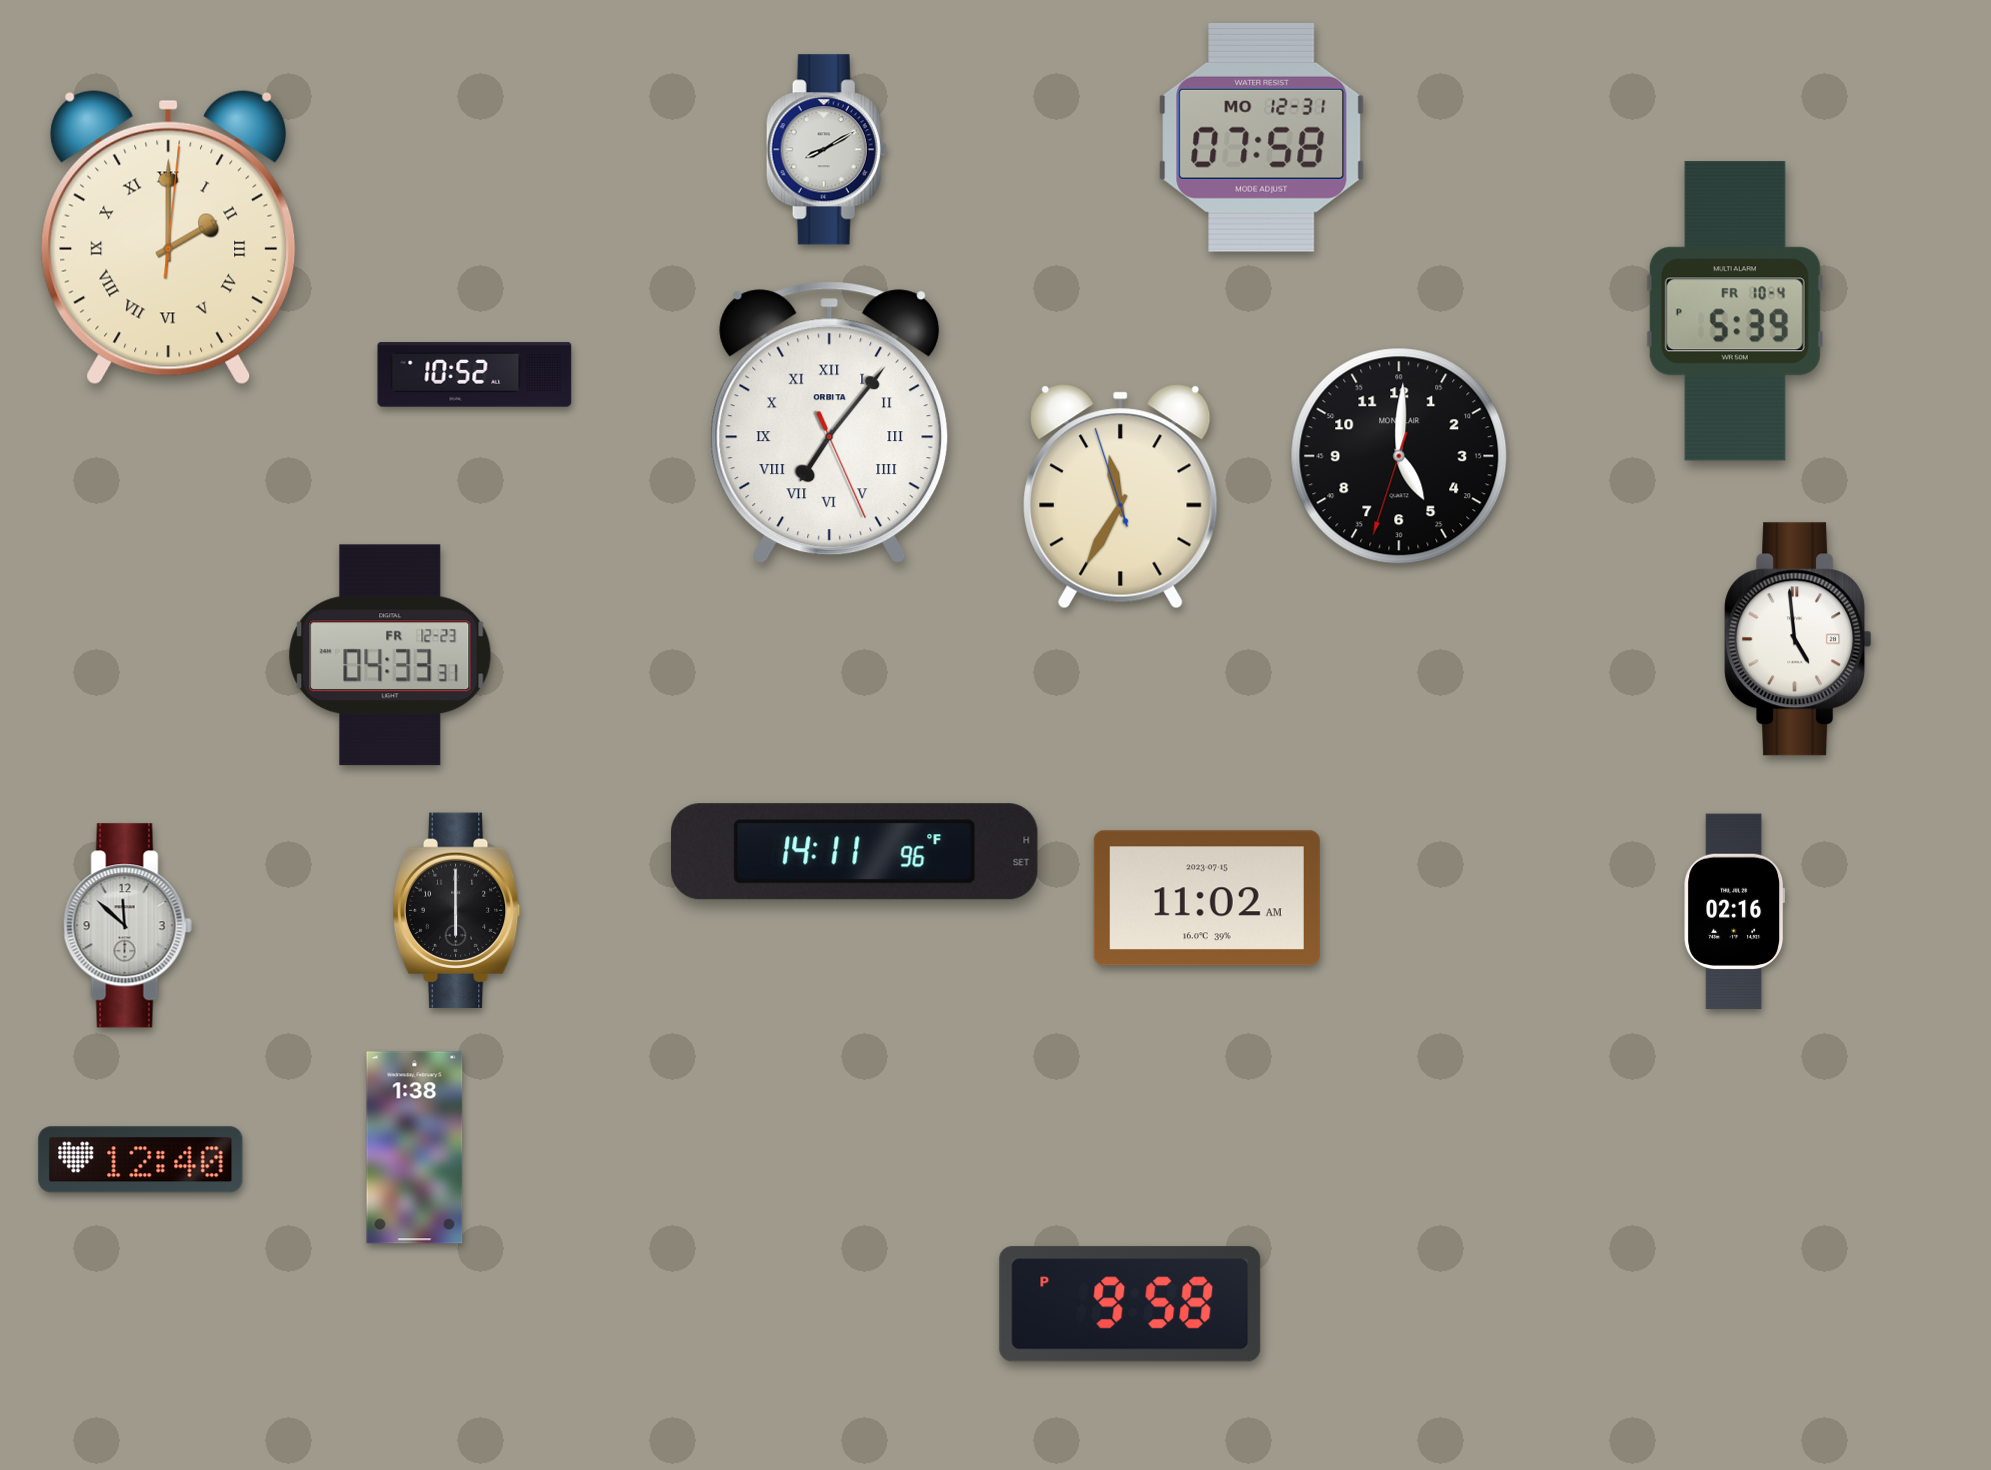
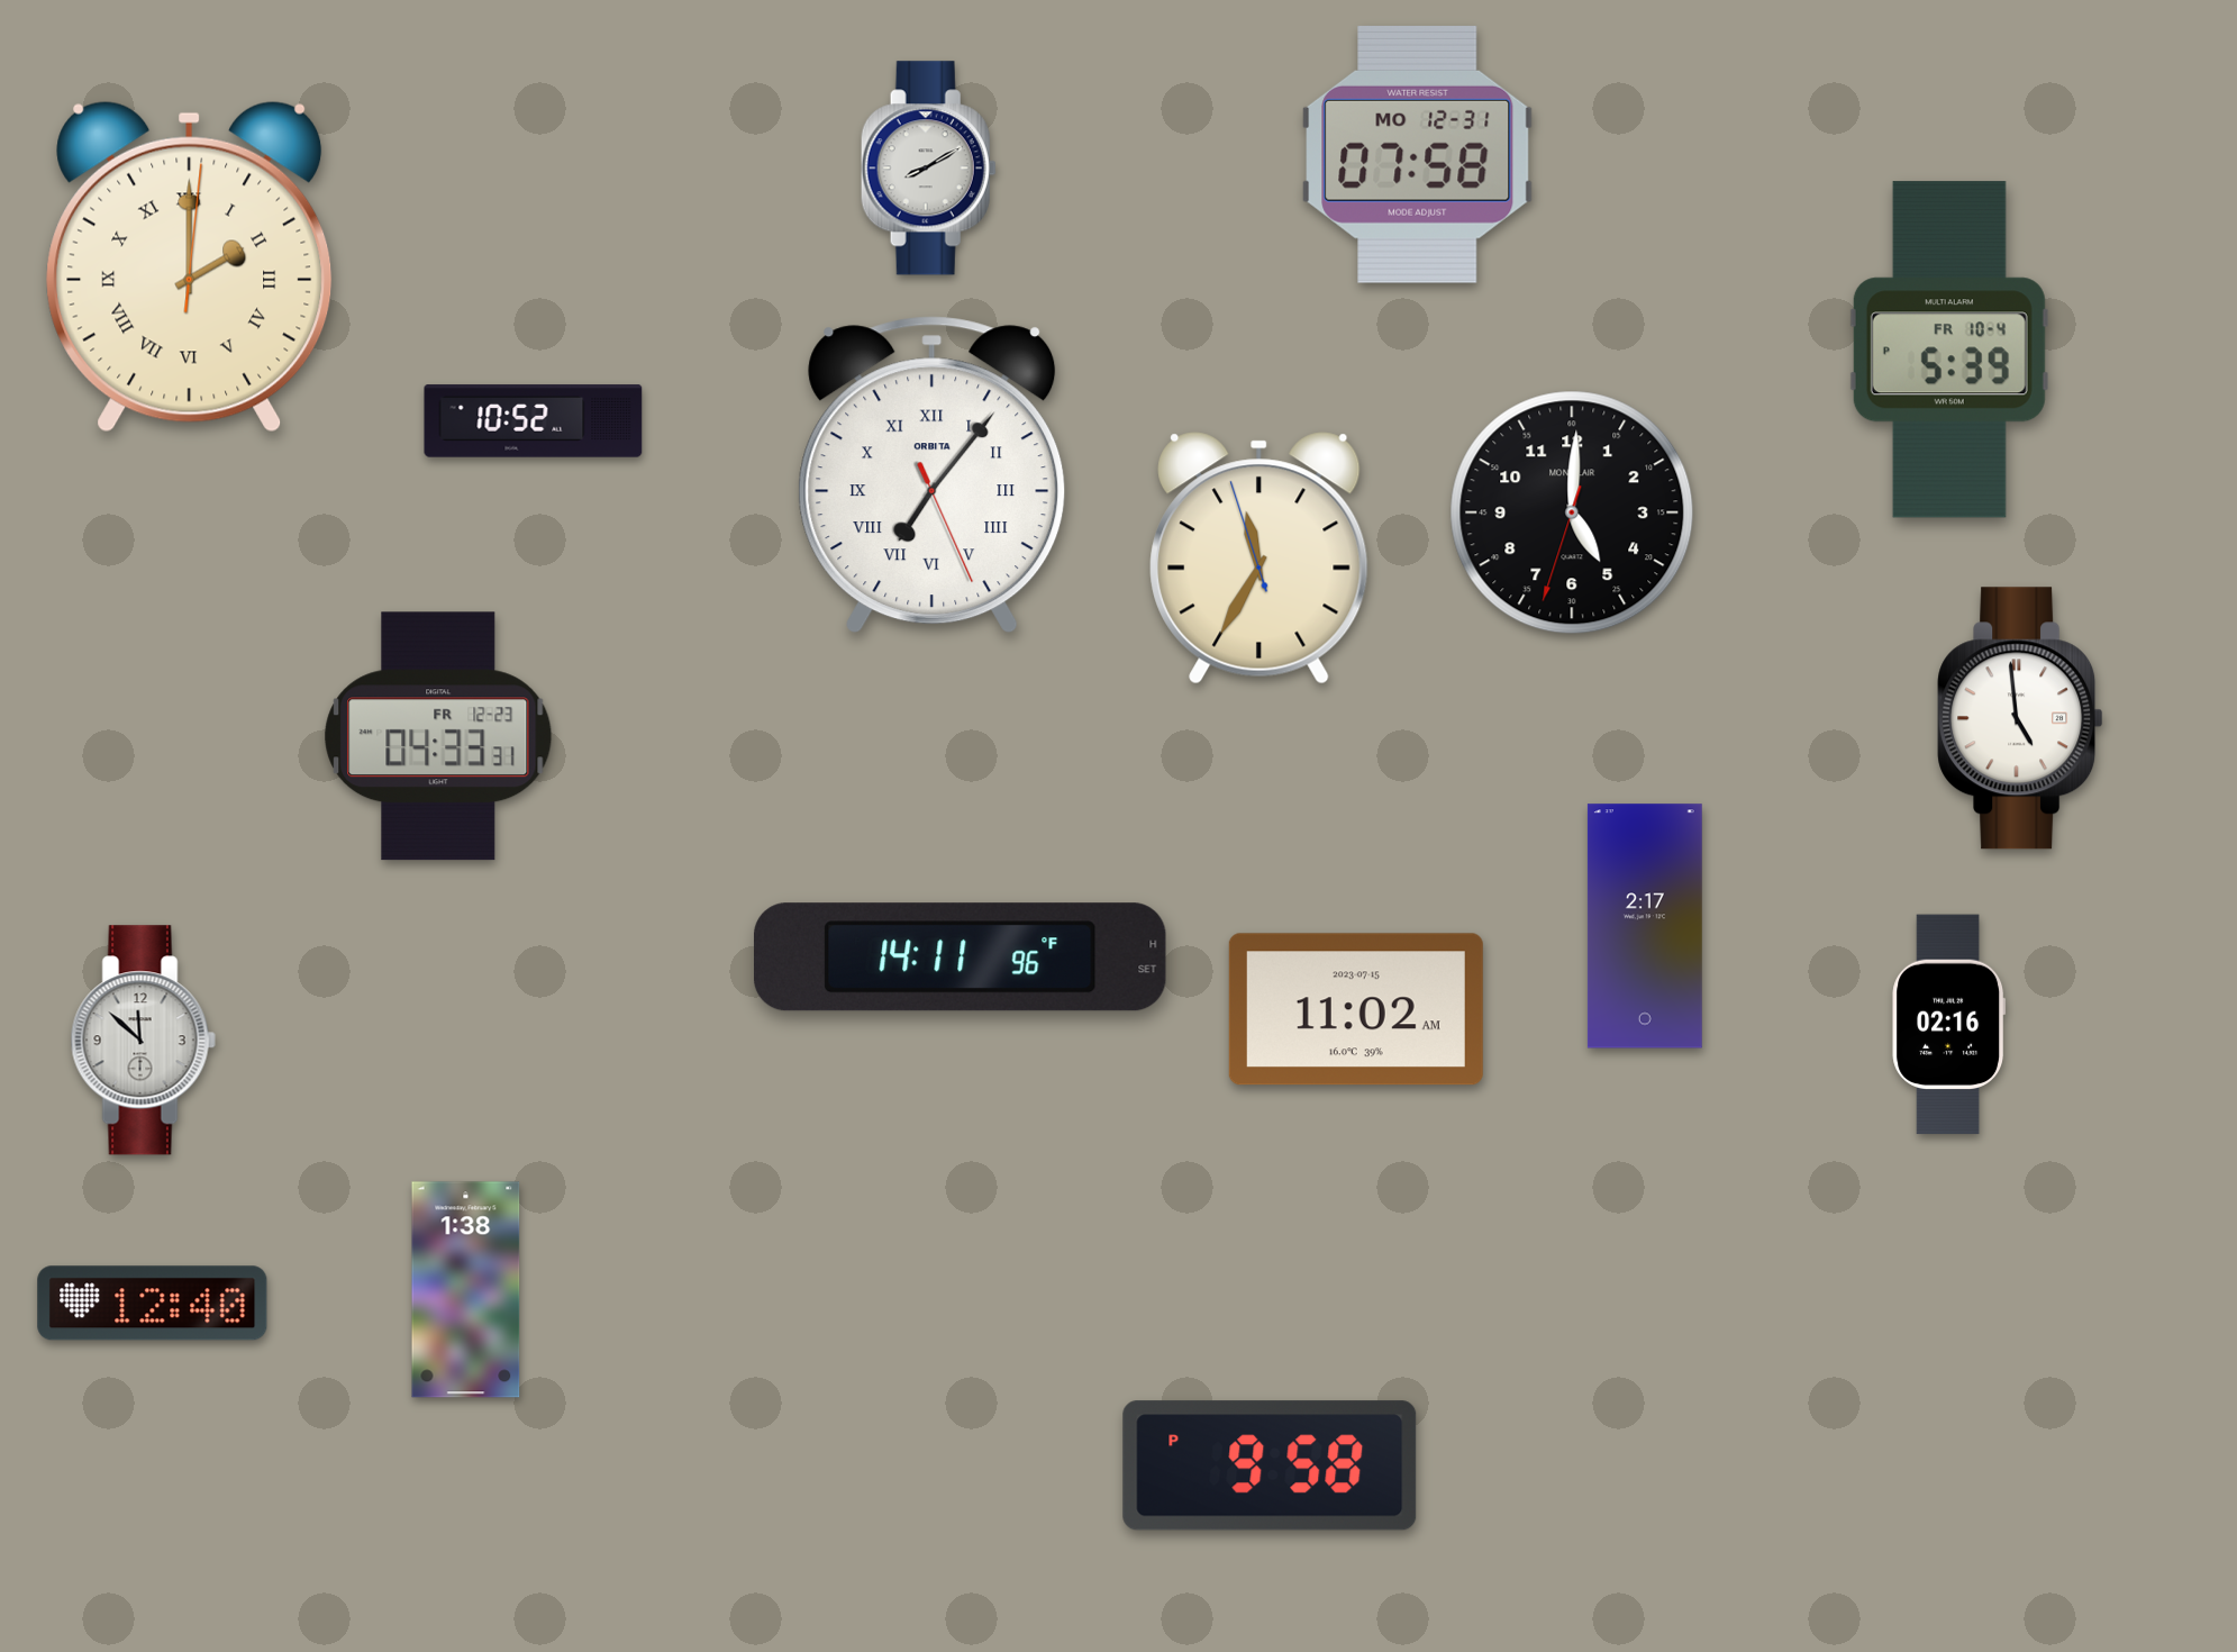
clock at (1645, 926): none -> 2:17
clock at (457, 911): 6:00 -> none
clock at (141, 1160) position: (141, 1160) -> (153, 1304)
